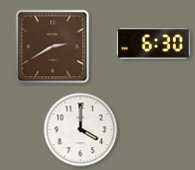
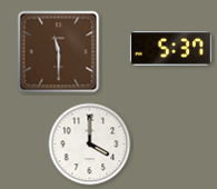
clock at (153, 44): 6:30 -> 5:37
clock at (53, 47): 2:40 -> 11:30
